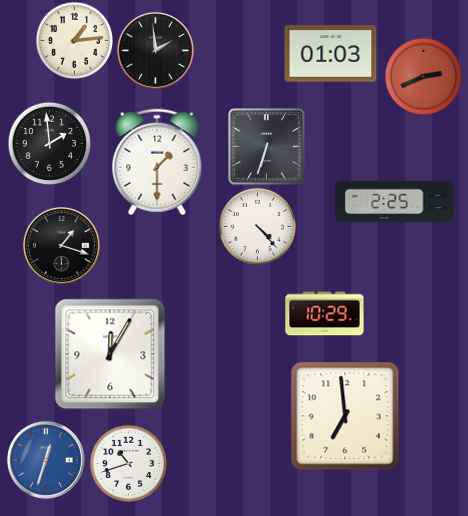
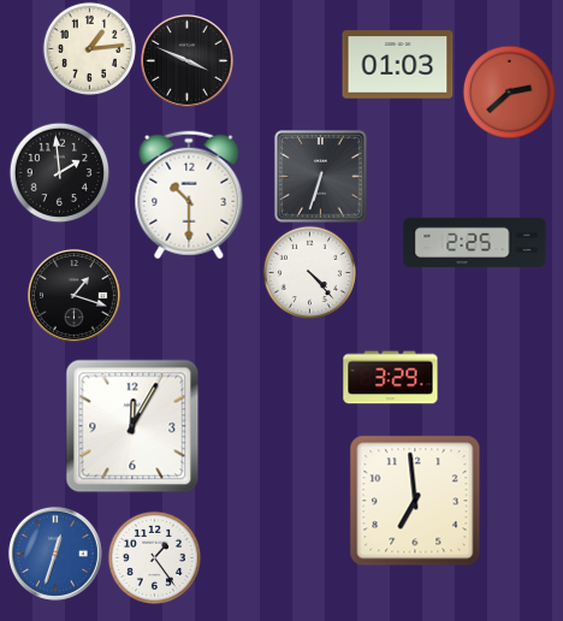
clock at (155, 50): 1:59 -> 3:49
clock at (423, 76): 2:41 -> 2:38
clock at (157, 162): 1:30 -> 10:30
clock at (325, 314): 10:29 -> 3:29
clock at (128, 463): 10:42 -> 1:24
